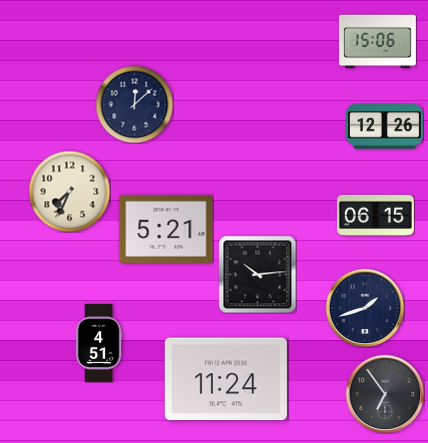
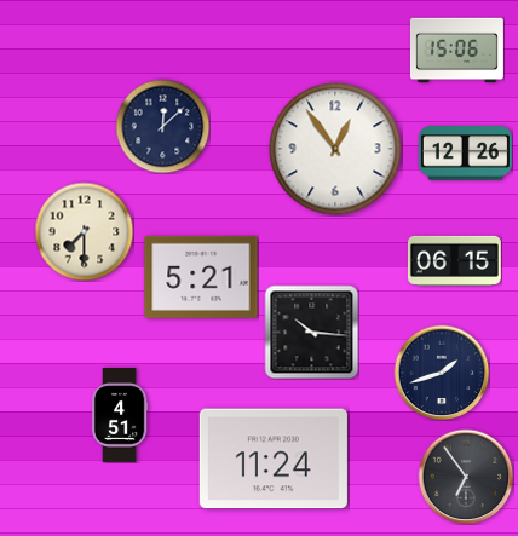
clock at (335, 149): none -> 12:54
clock at (69, 191): 7:34 -> 7:30
clock at (257, 274): 10:14 -> 10:16
